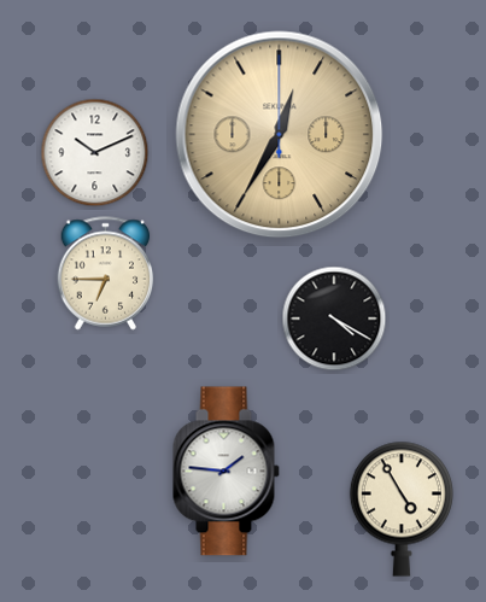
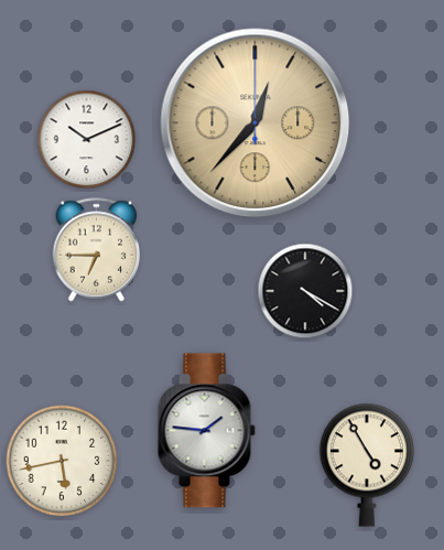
clock at (280, 135): 12:35 -> 12:37
clock at (62, 461): none -> 5:43
